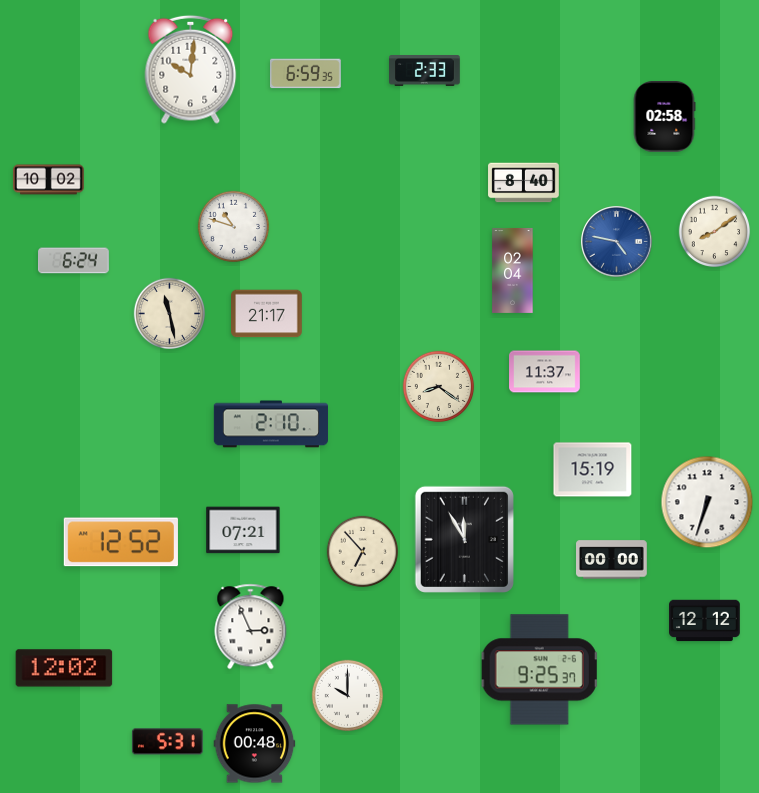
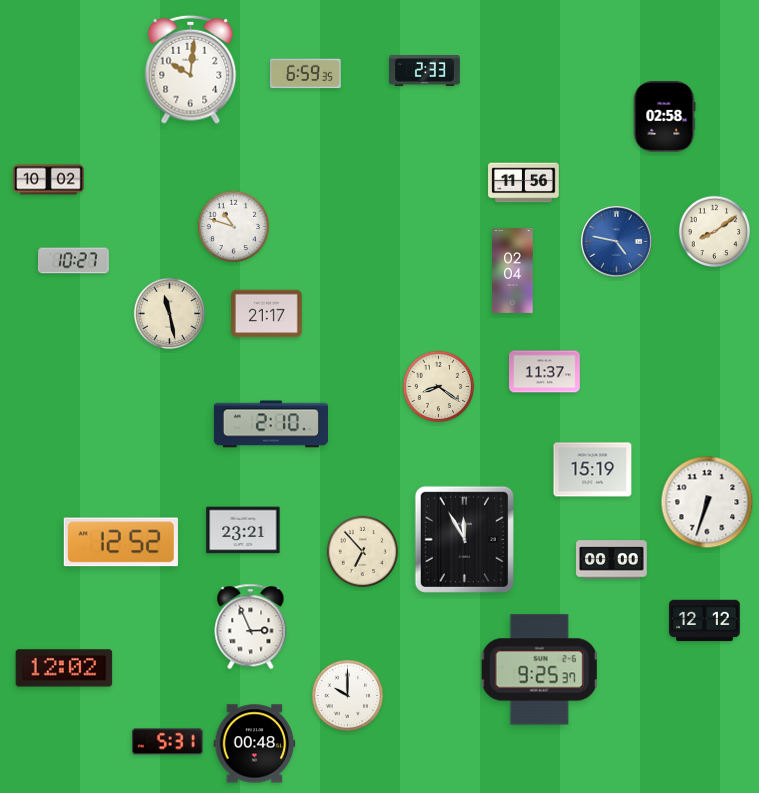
clock at (524, 183): 8:40 -> 11:56
clock at (74, 261): 6:24 -> 10:27
clock at (243, 530): 07:21 -> 23:21
